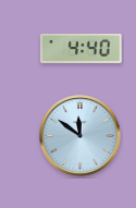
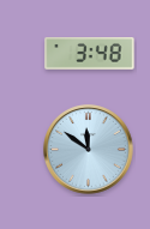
clock at (82, 49): 4:40 -> 3:48
